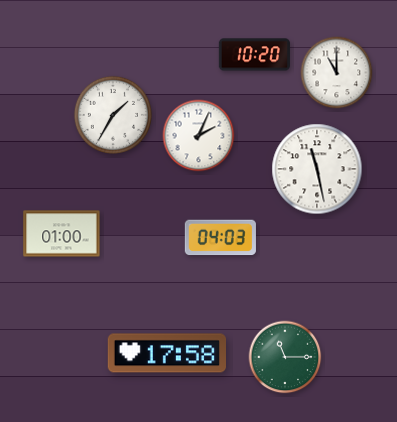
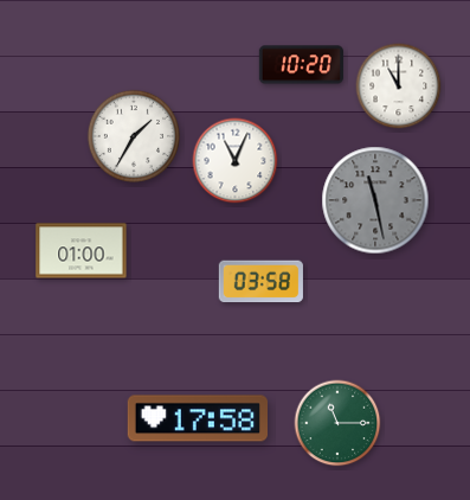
clock at (199, 136): 2:04 -> 11:04
clock at (317, 169) dial: white -> grey
clock at (62, 234) position: (62, 234) -> (82, 251)
clock at (220, 238): 04:03 -> 03:58
